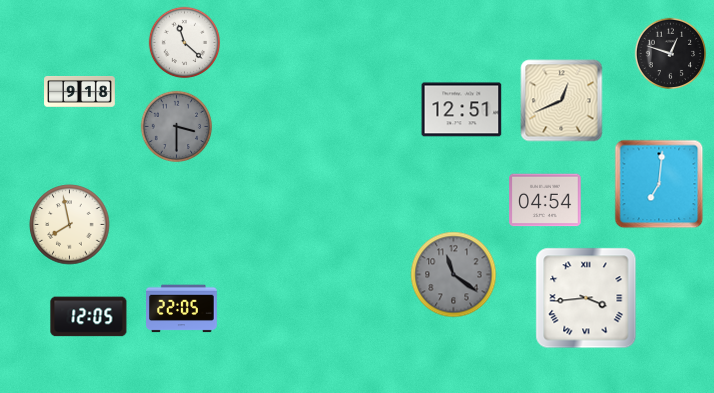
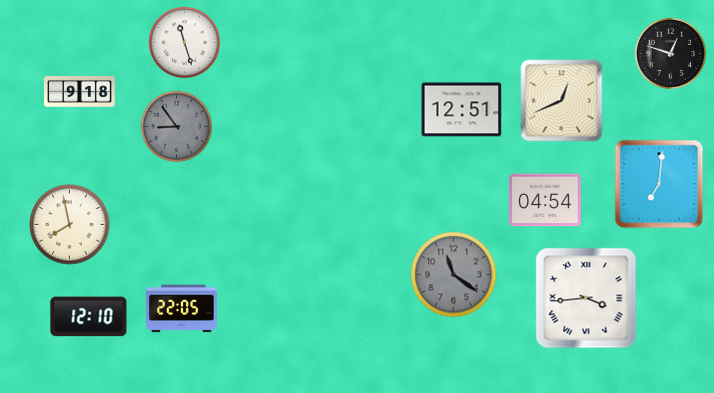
clock at (185, 43): 11:22 -> 11:27
clock at (177, 127): 3:30 -> 8:54
clock at (89, 317): 12:05 -> 12:10
